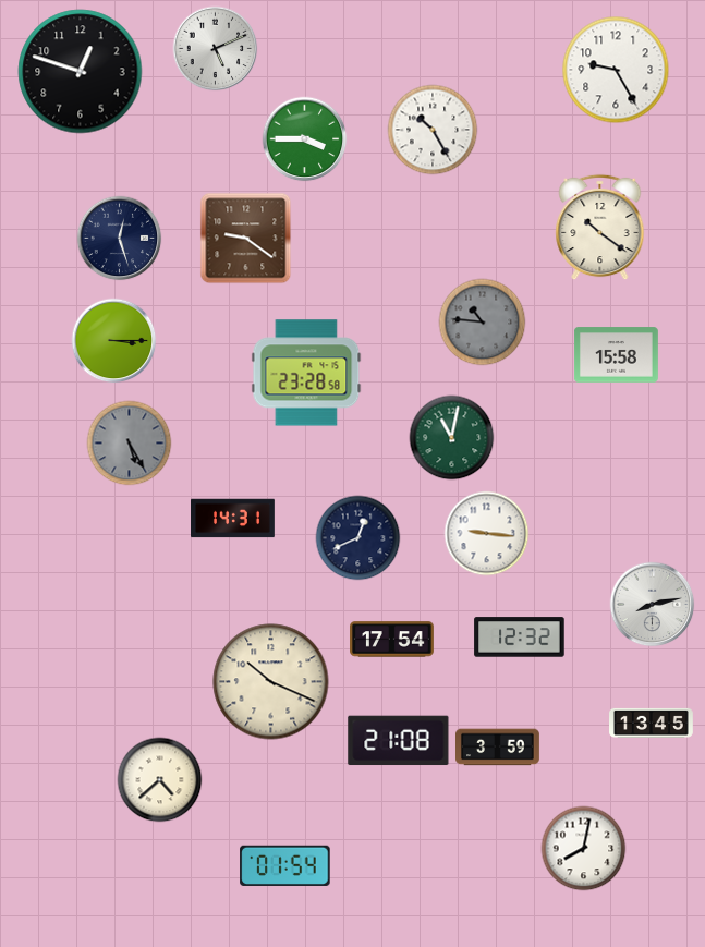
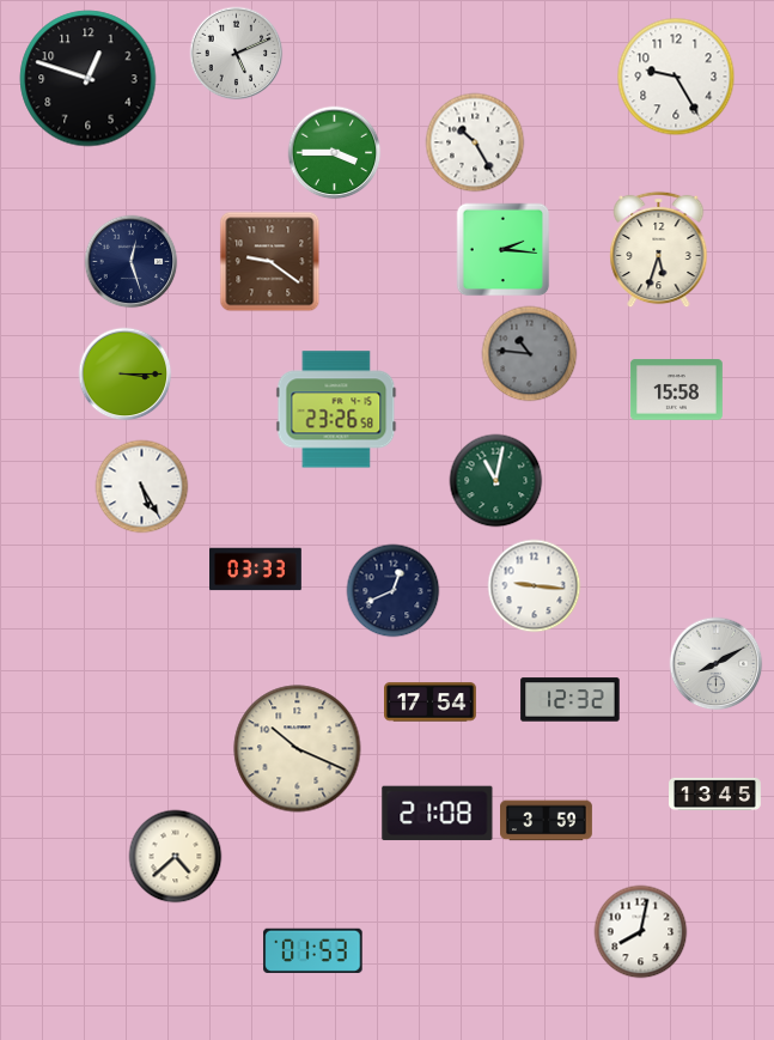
clock at (502, 249): none -> 2:16
clock at (600, 227): 10:21 -> 5:33
clock at (306, 373): 23:28 -> 23:26
clock at (129, 442) dial: grey -> white
clock at (233, 519): 14:31 -> 03:33
clock at (652, 604): 8:13 -> 8:10
clock at (285, 865): 01:54 -> 01:53
